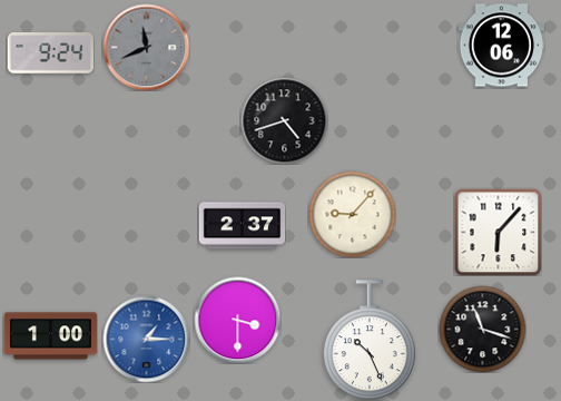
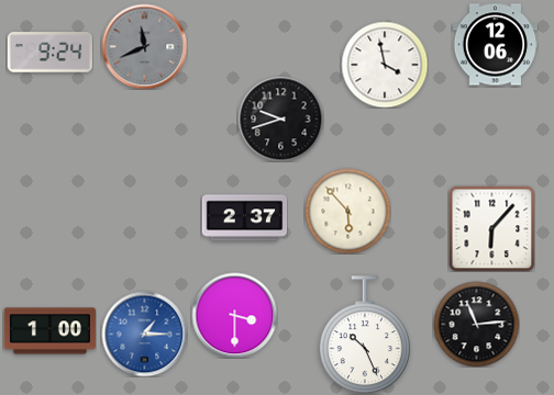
clock at (385, 65): none -> 3:58
clock at (284, 120): 4:42 -> 9:42
clock at (352, 214): 9:07 -> 5:53
clock at (242, 226) position: (242, 226) -> (244, 218)
clock at (482, 329): 11:18 -> 11:14
